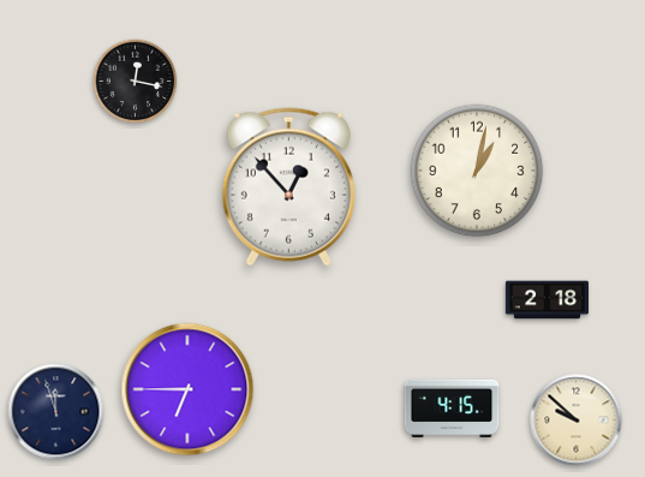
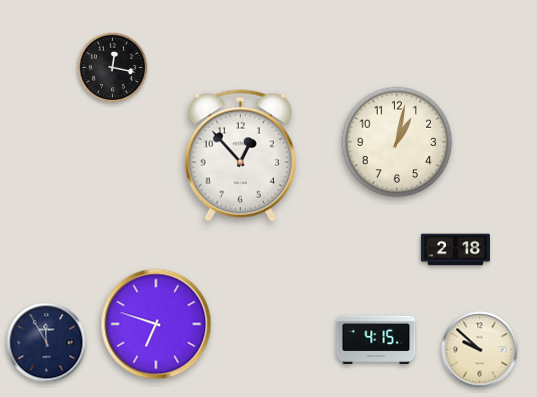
clock at (187, 389): 6:45 -> 6:48
clock at (56, 412): 11:57 -> 11:55
